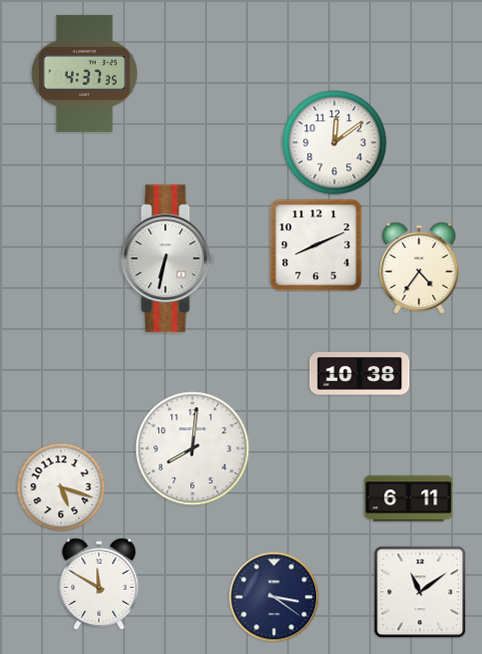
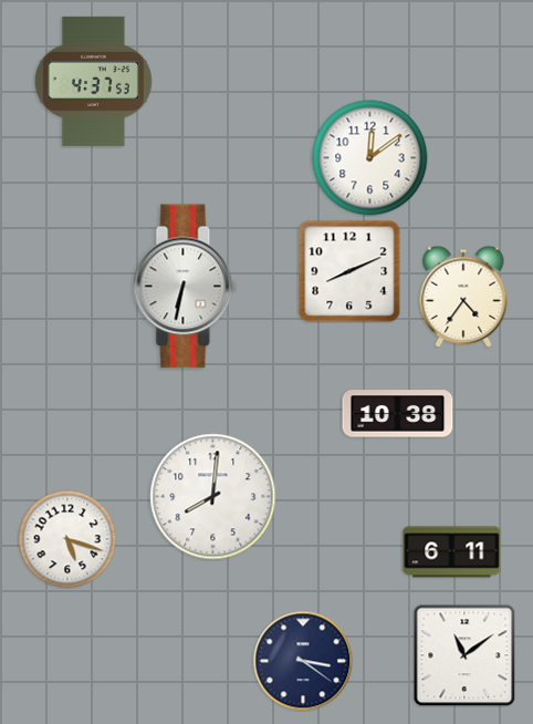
clock at (84, 73): 4:37:35 -> 4:37:53
clock at (99, 584): 11:50 -> none
